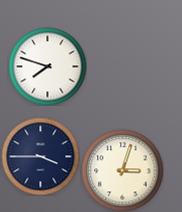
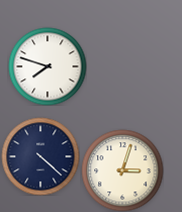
clock at (40, 156): 3:45 -> 4:22
